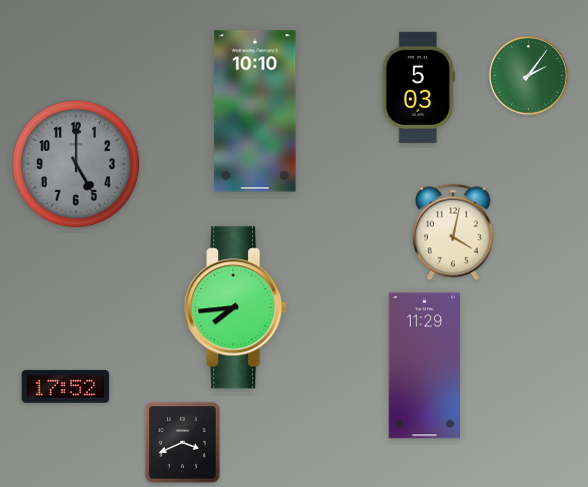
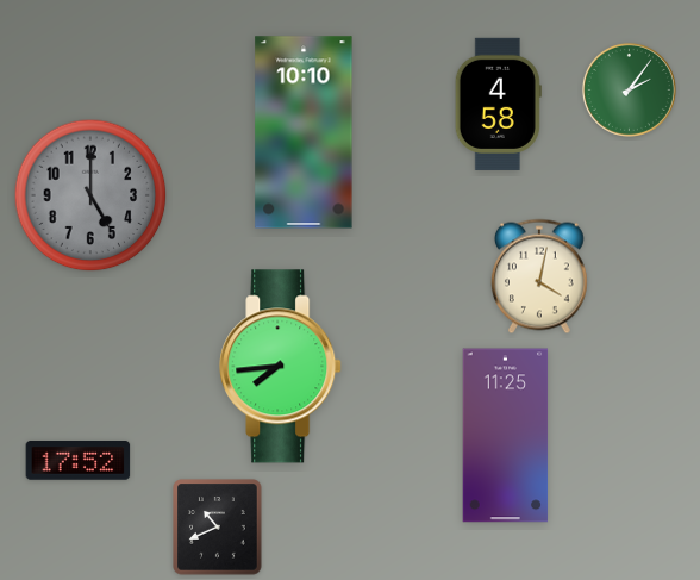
clock at (418, 87): 5:03 -> 4:58
clock at (425, 366): 11:29 -> 11:25
clock at (183, 443): 3:41 -> 10:41
